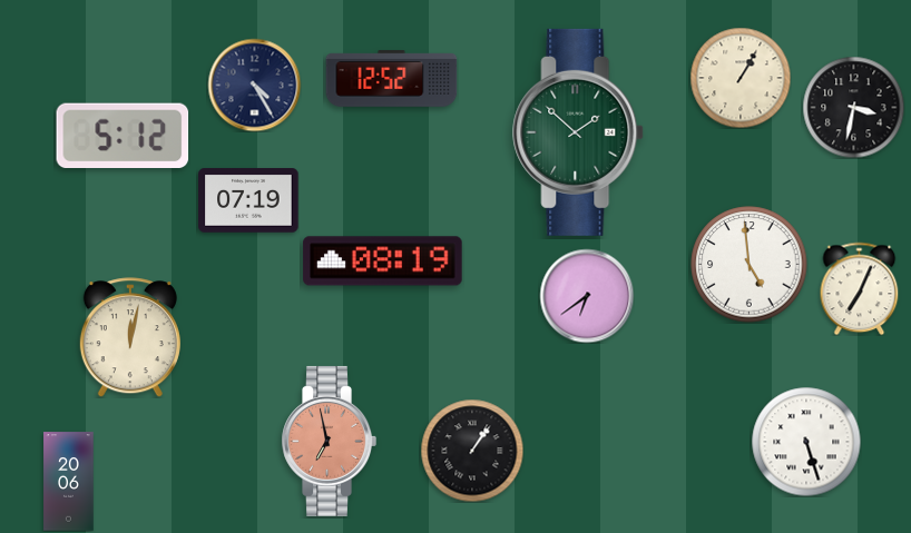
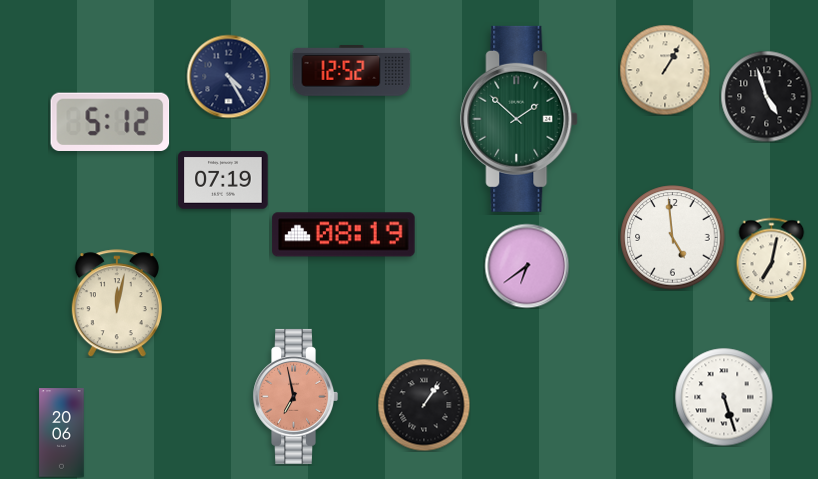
clock at (853, 107): 3:32 -> 4:57
clock at (860, 288): 7:04 -> 7:02
